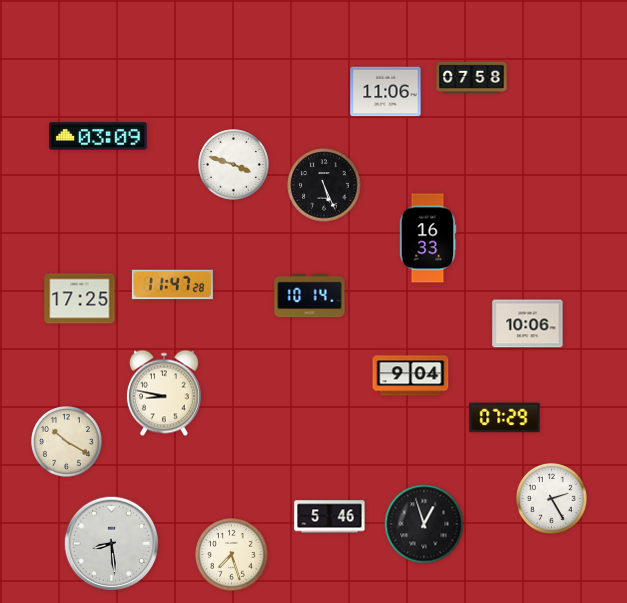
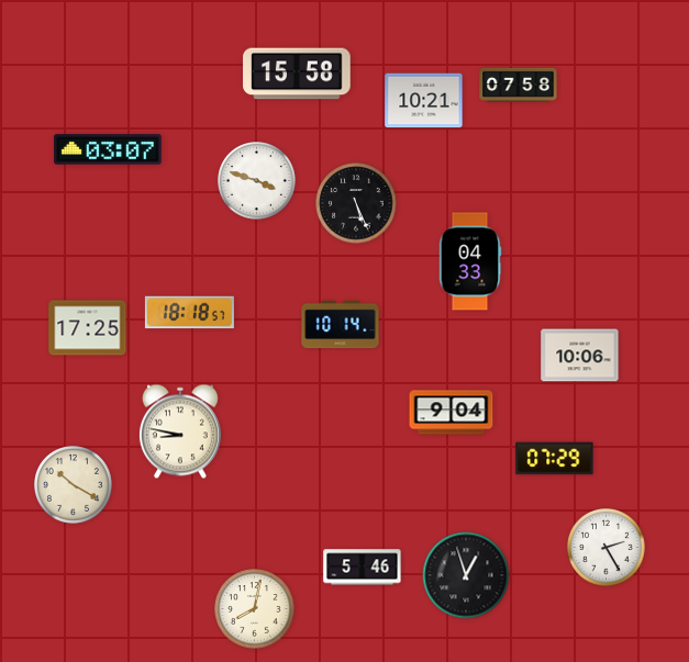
clock at (297, 74): none -> 15:58
clock at (386, 92): 11:06 -> 10:21
clock at (98, 136): 03:09 -> 03:07
clock at (428, 238): 16:33 -> 04:33
clock at (172, 285): 11:47 -> 18:18
clock at (111, 543): 8:29 -> none
clock at (232, 555): 7:27 -> 8:02
